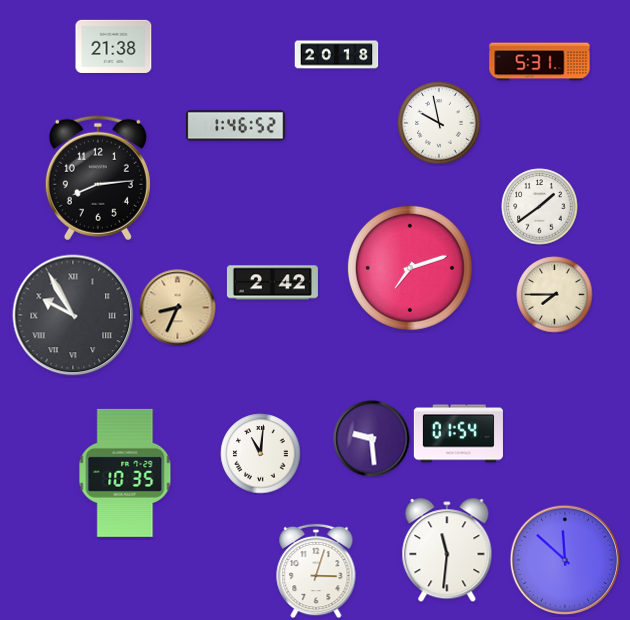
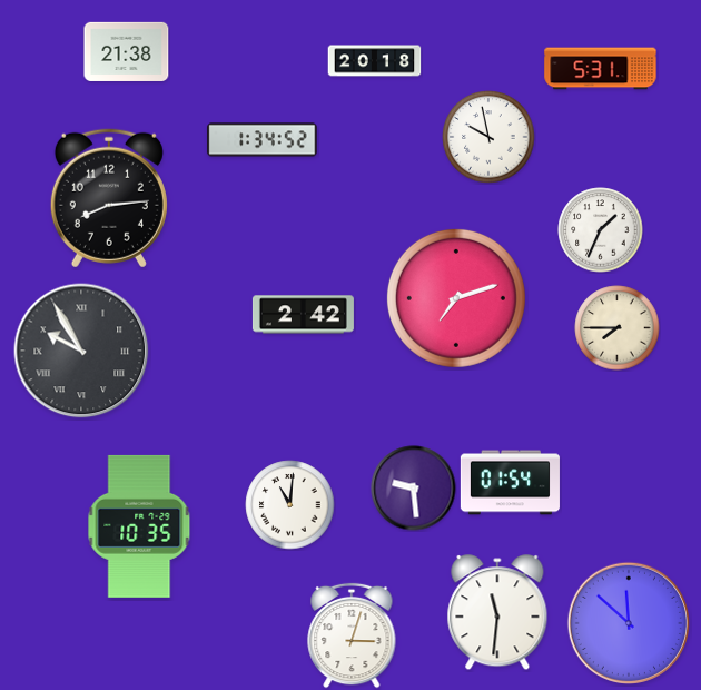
clock at (236, 126): 1:46 -> 1:34
clock at (540, 207): 1:39 -> 1:34
clock at (178, 308): 8:34 -> none
